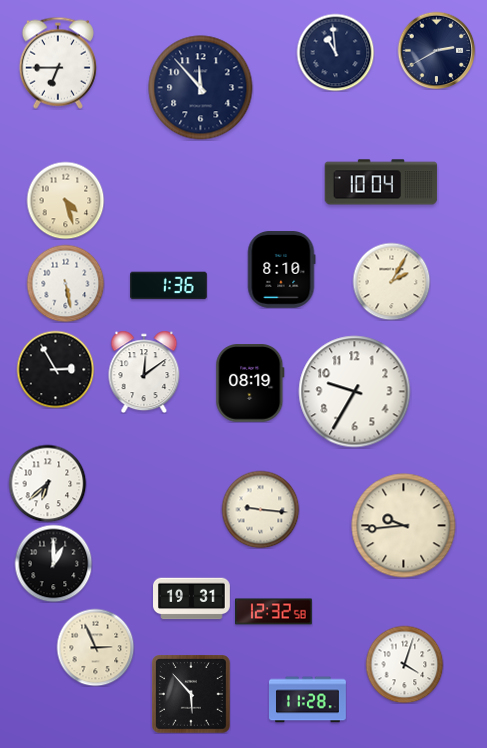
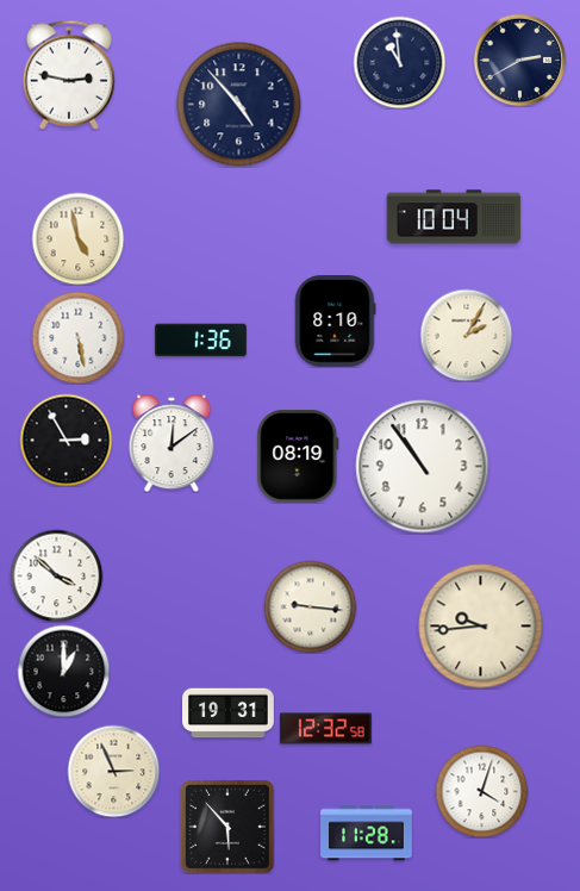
clock at (58, 63): 6:45 -> 2:47
clock at (201, 88): 11:53 -> 4:53
clock at (65, 200): 4:27 -> 4:58
clock at (355, 392): 9:35 -> 10:54
clock at (47, 483): 6:38 -> 3:52
